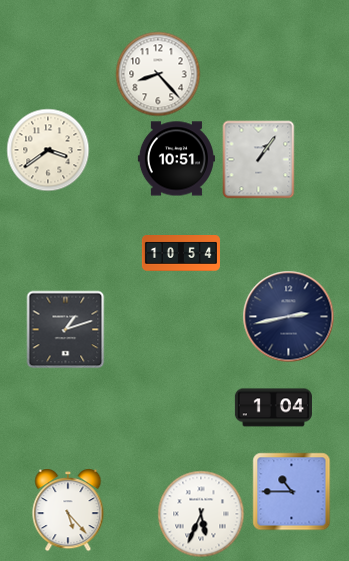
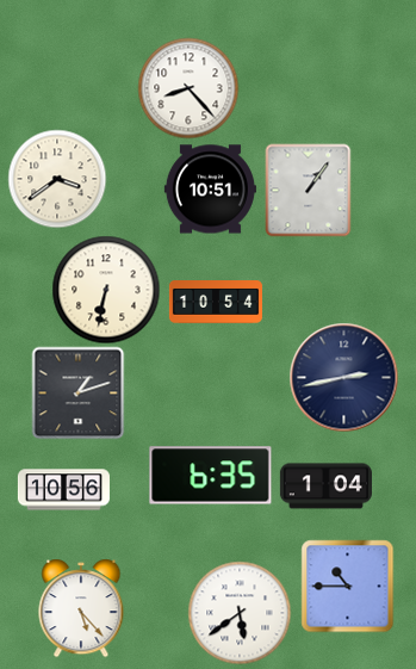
clock at (106, 290): none -> 6:32
clock at (211, 476): none -> 6:35
clock at (63, 490): none -> 10:56
clock at (201, 514): 5:34 -> 5:39
